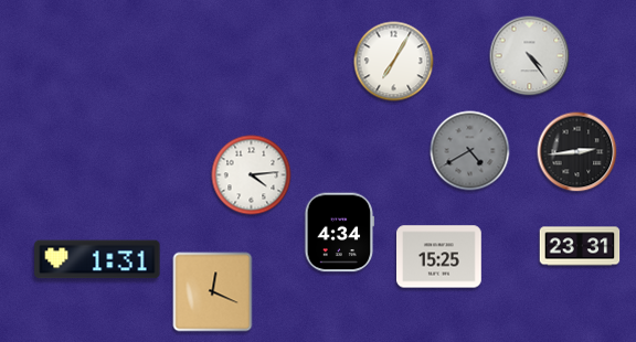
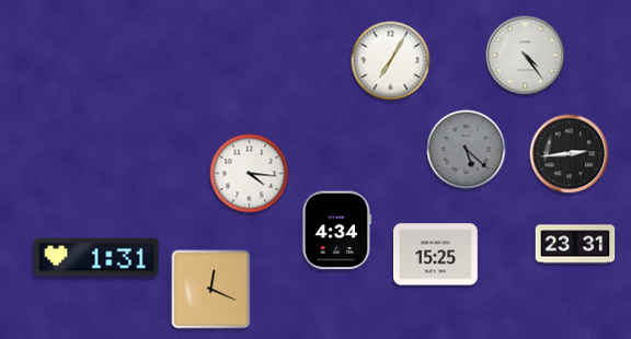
clock at (470, 151): 4:40 -> 5:22
clock at (577, 152) position: (577, 152) -> (570, 154)
clock at (252, 175): 4:14 -> 4:16
